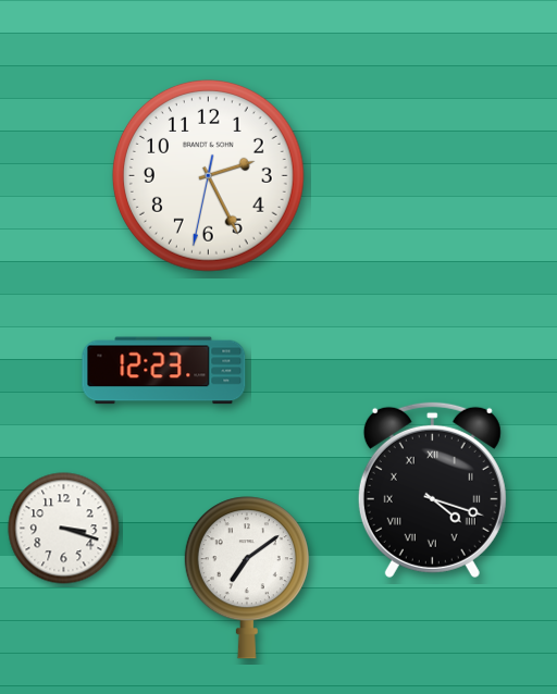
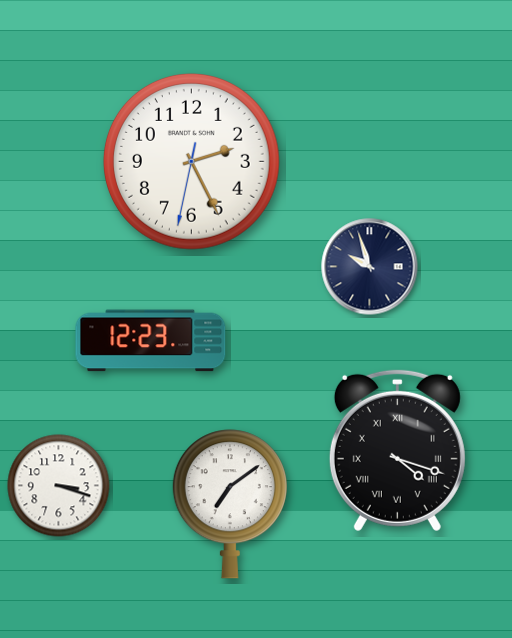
clock at (370, 267): none -> 9:57
clock at (247, 578) position: (247, 578) -> (230, 504)
